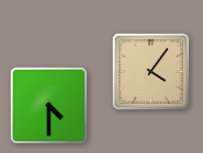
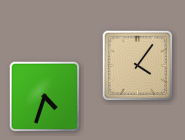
clock at (49, 106): 4:30 -> 4:33
